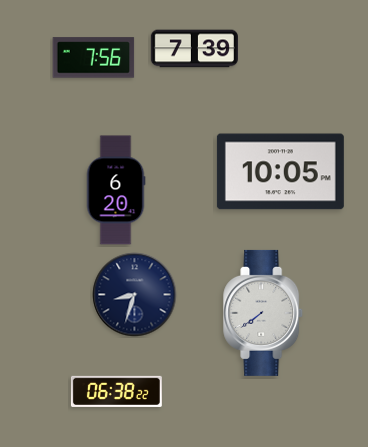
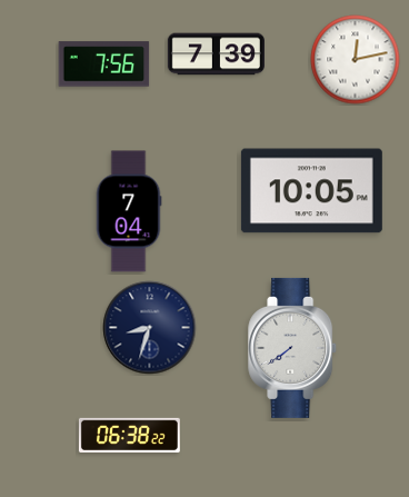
clock at (356, 60): none -> 12:13
clock at (116, 190): 6:20 -> 7:04
